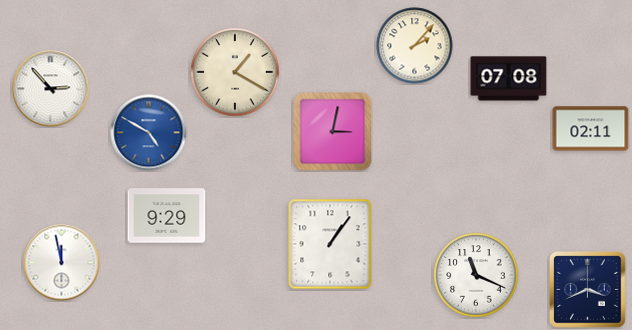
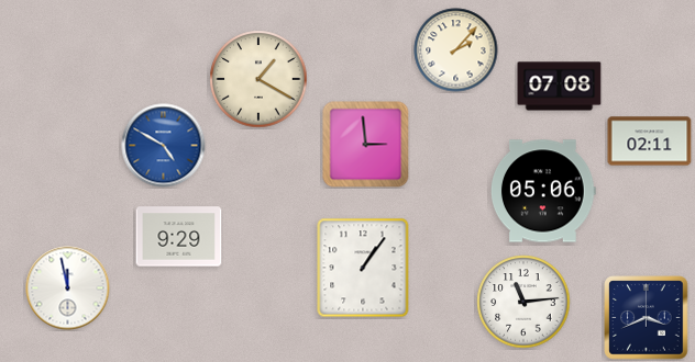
clock at (51, 89): 2:53 -> none
clock at (333, 132): 3:02 -> 2:59
clock at (544, 191): none -> 05:06
clock at (167, 216) position: (167, 216) -> (179, 237)
clock at (476, 275): 11:19 -> 11:14
